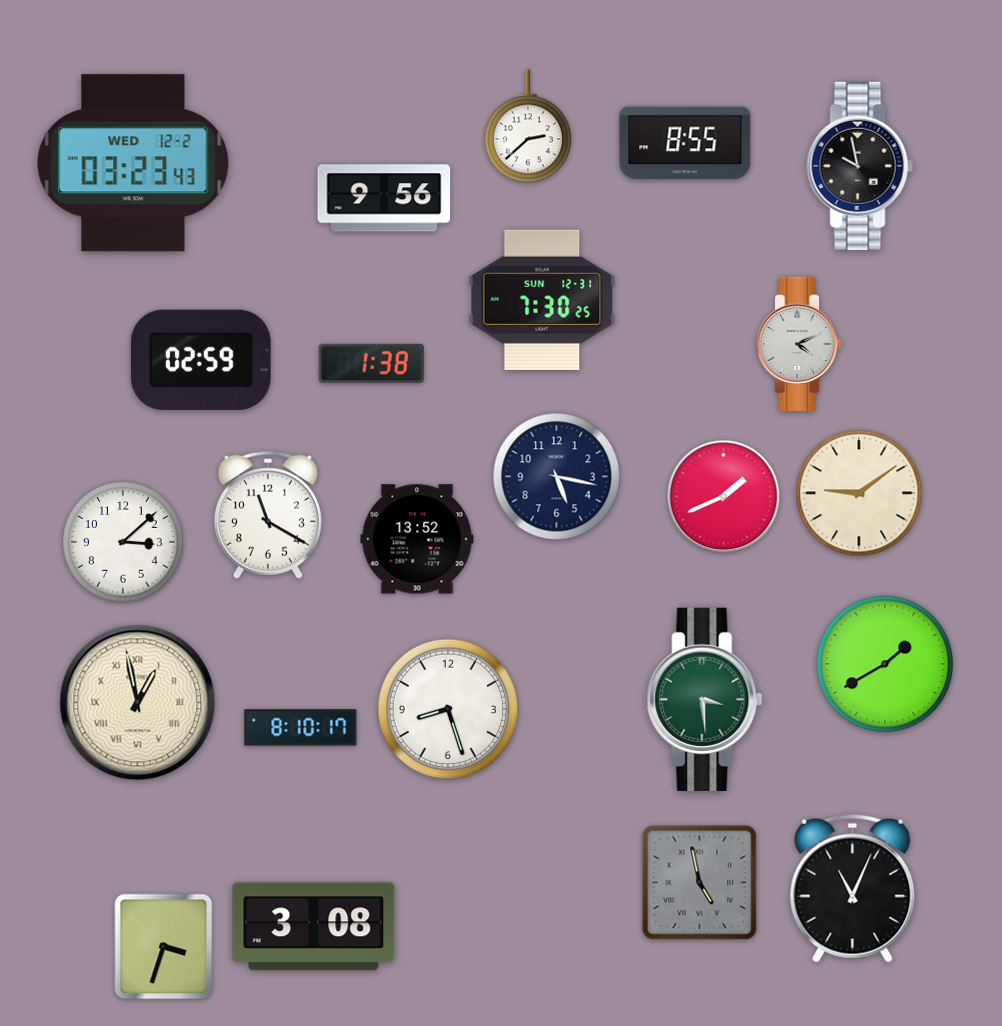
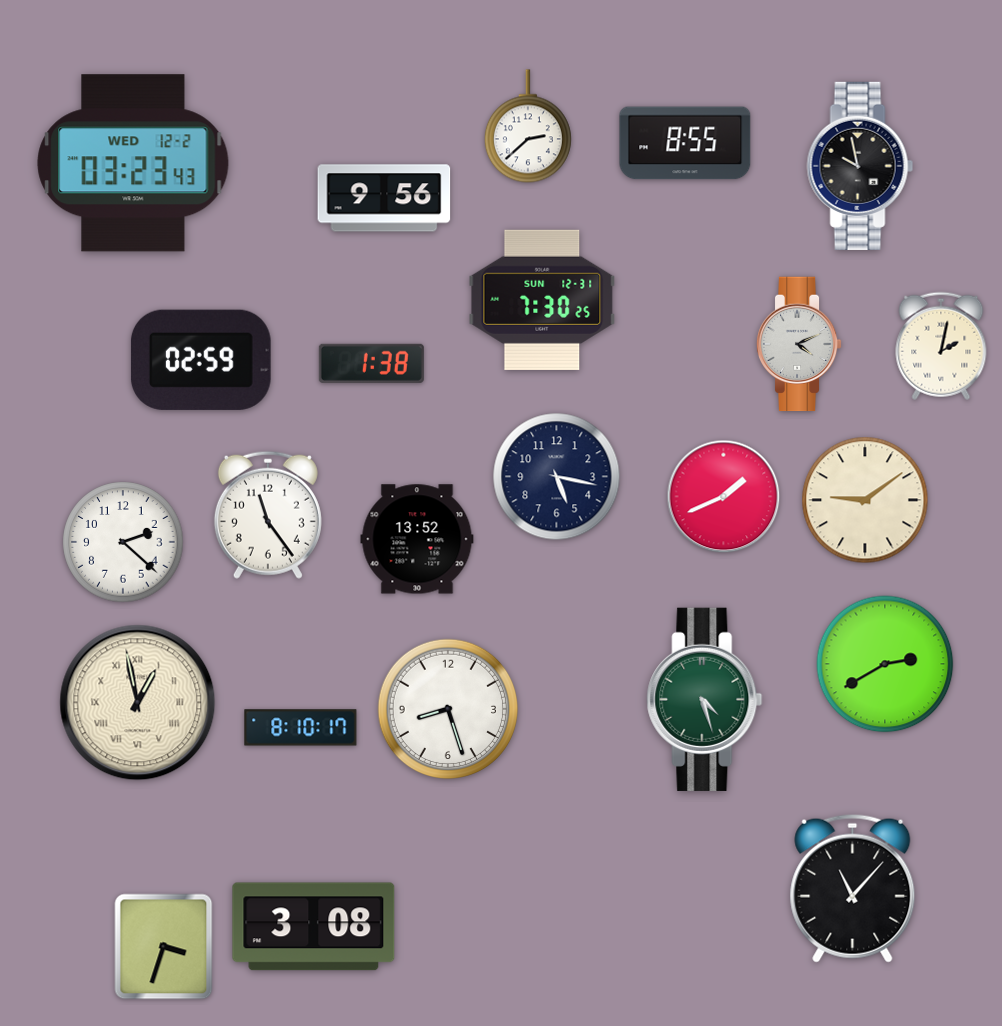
clock at (941, 346): none -> 2:02
clock at (859, 493) position: (859, 493) -> (865, 500)
clock at (268, 515): 11:20 -> 11:24
clock at (123, 542): 3:08 -> 2:22
clock at (885, 664): 1:40 -> 2:40
clock at (705, 699): 3:29 -> 4:27
clock at (700, 883): 4:58 -> none
clock at (853, 888): 11:04 -> 11:07
